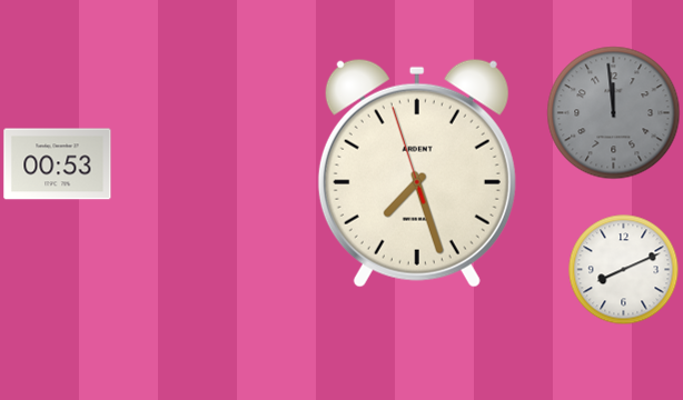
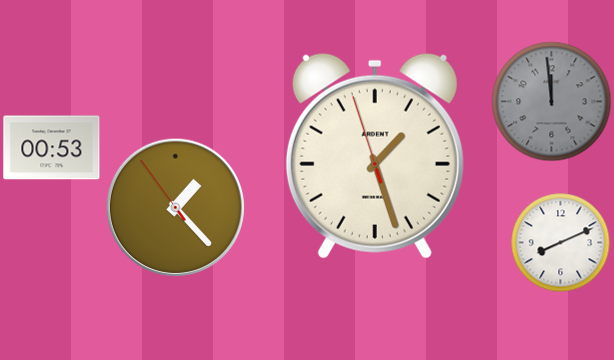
clock at (417, 173): 7:26 -> 1:26
clock at (176, 208): none -> 1:22
